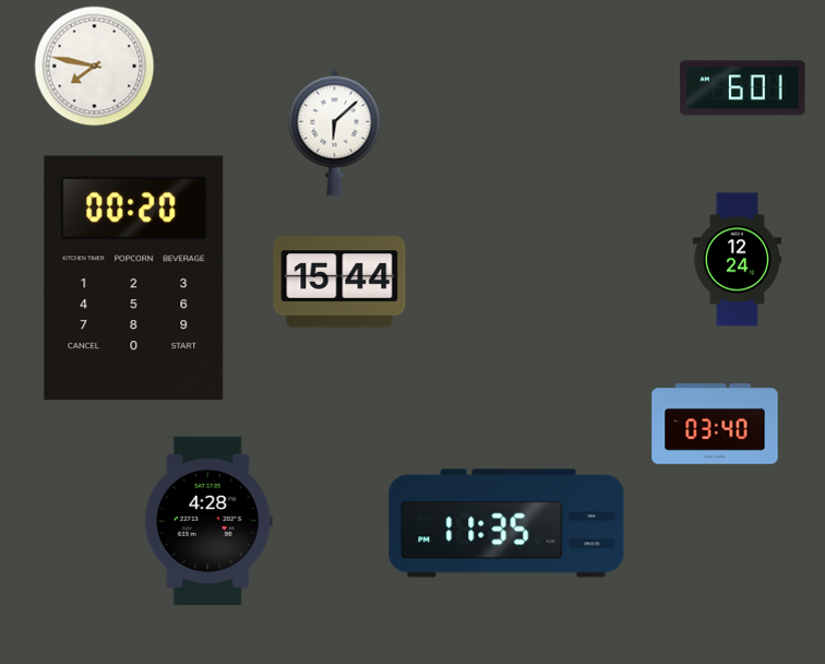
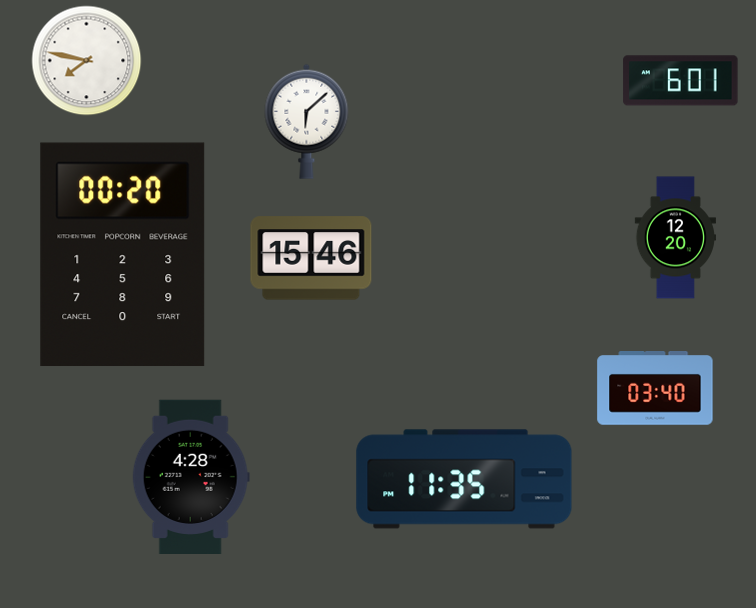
clock at (737, 260): 12:24 -> 12:20
clock at (339, 282): 15:44 -> 15:46
